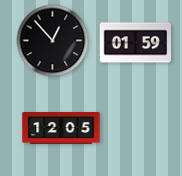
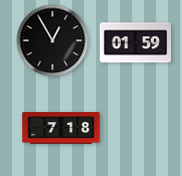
clock at (53, 41): 12:53 -> 12:55
clock at (61, 128): 12:05 -> 7:18
